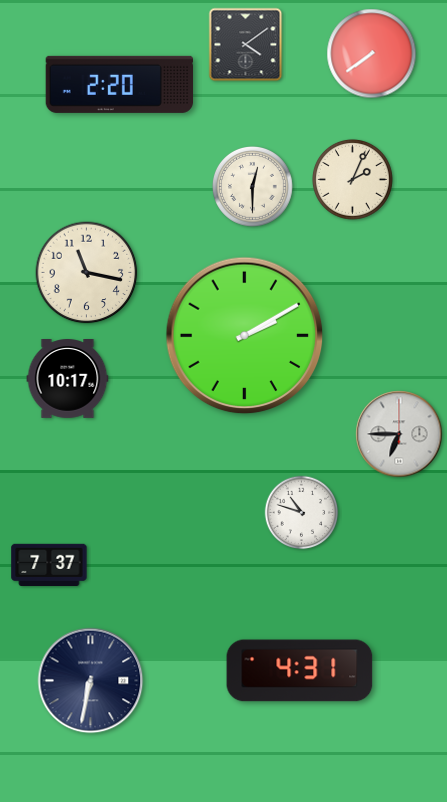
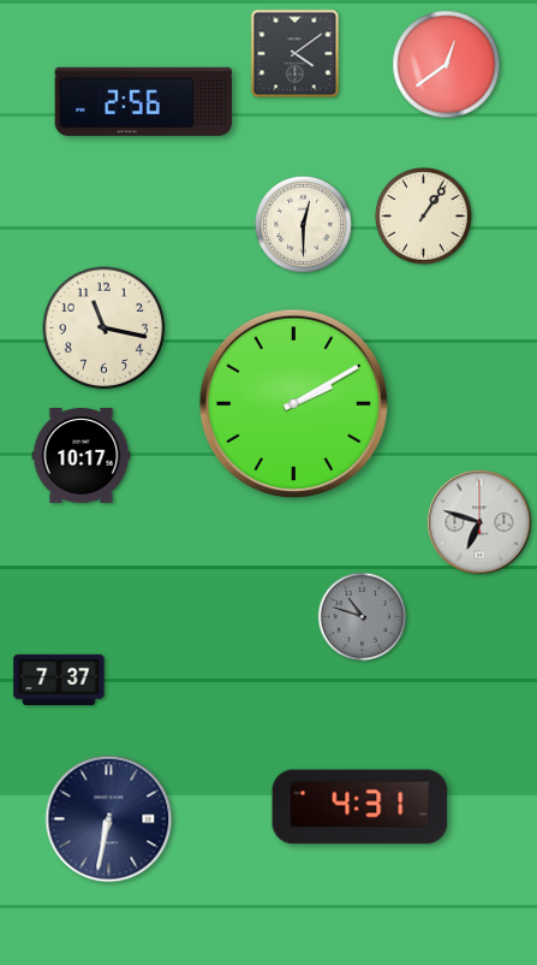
clock at (372, 54): 7:39 -> 12:39
clock at (120, 84): 2:20 -> 2:56
clock at (352, 179): 2:04 -> 1:06
clock at (399, 434): 6:45 -> 6:48
clock at (302, 513) dial: white -> grey
